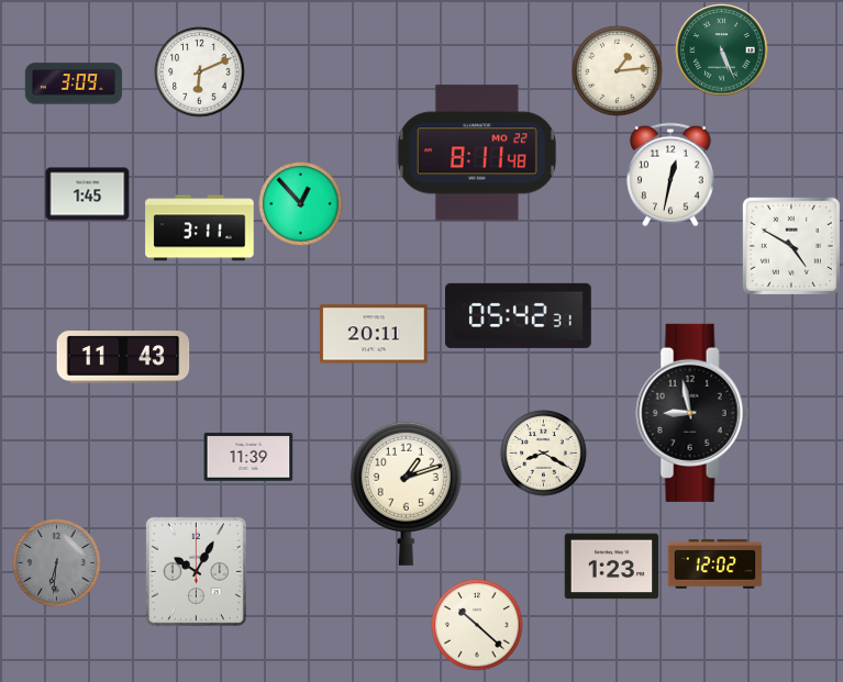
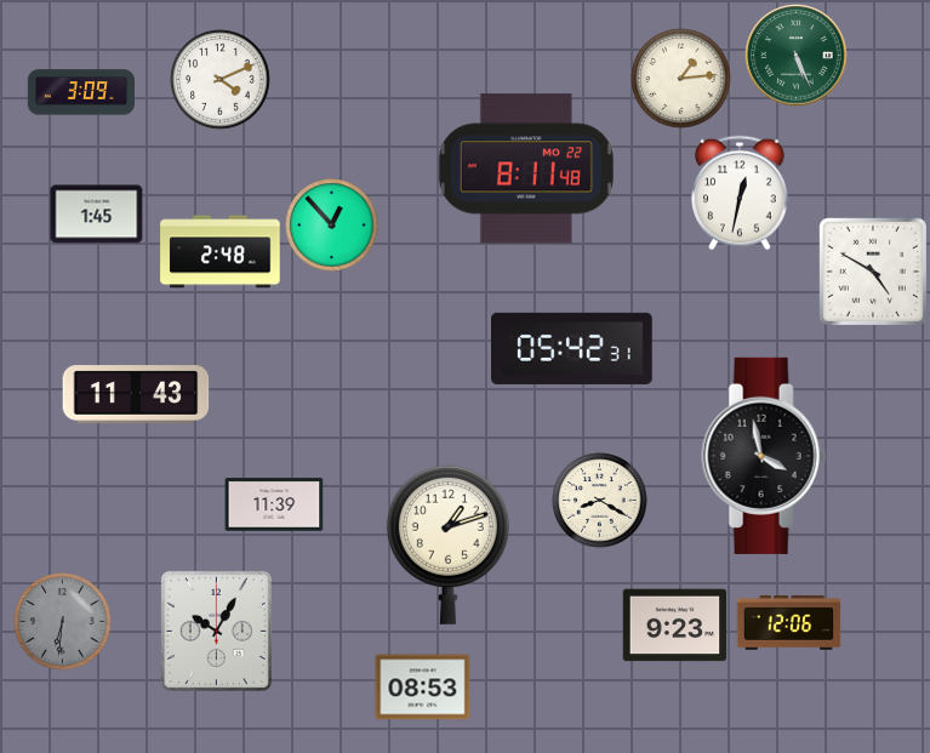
clock at (200, 72): 6:11 -> 4:11
clock at (200, 228): 3:11 -> 2:48
clock at (374, 334): 20:11 -> none
clock at (692, 413): 8:58 -> 3:58
clock at (716, 564): 12:02 -> 12:06
clock at (612, 567): 1:23 -> 9:23
clock at (423, 688): none -> 08:53
clock at (477, 625): 10:22 -> none
